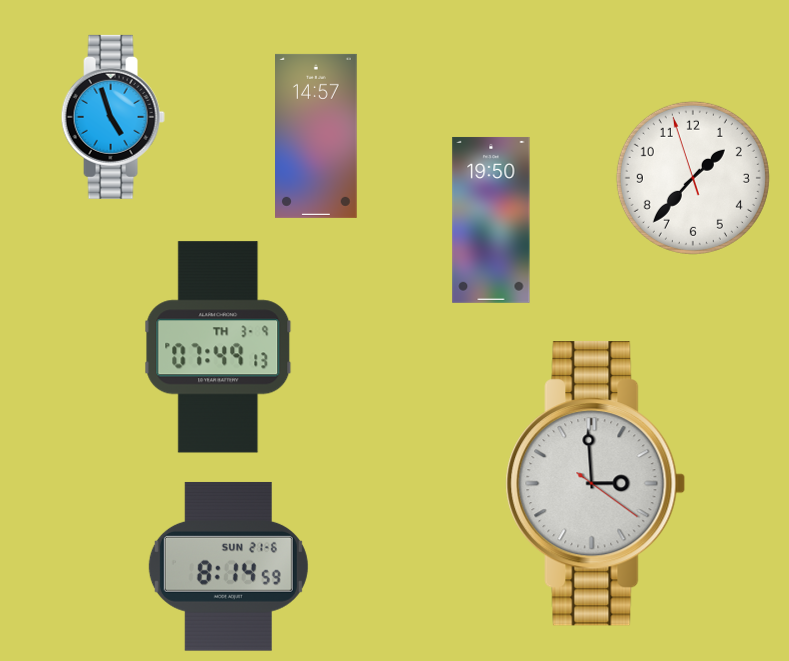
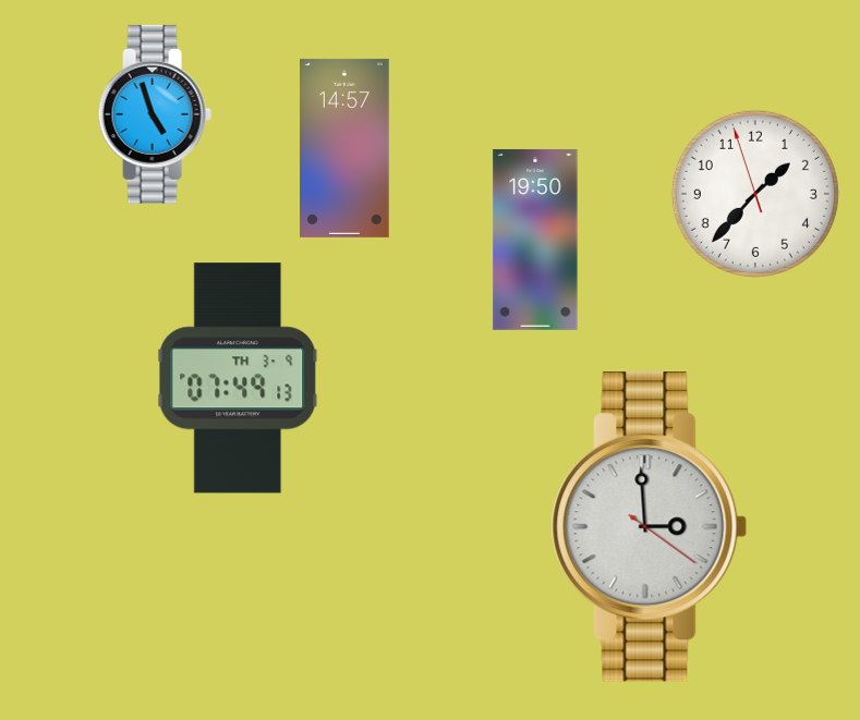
clock at (113, 117) position: (113, 117) -> (155, 114)
clock at (228, 566): 8:14 -> none
